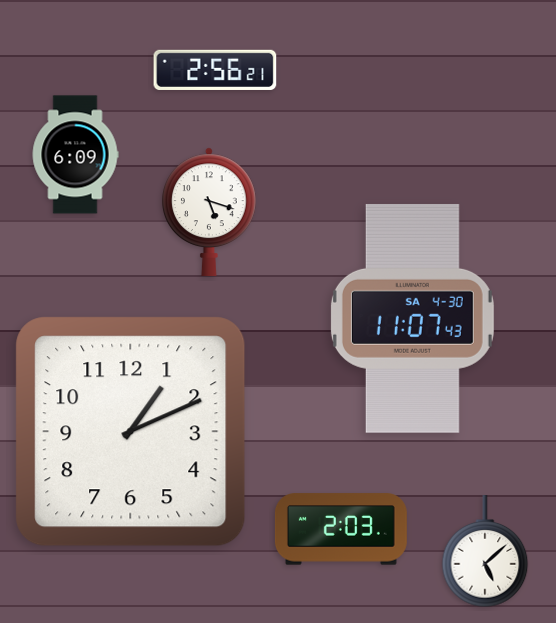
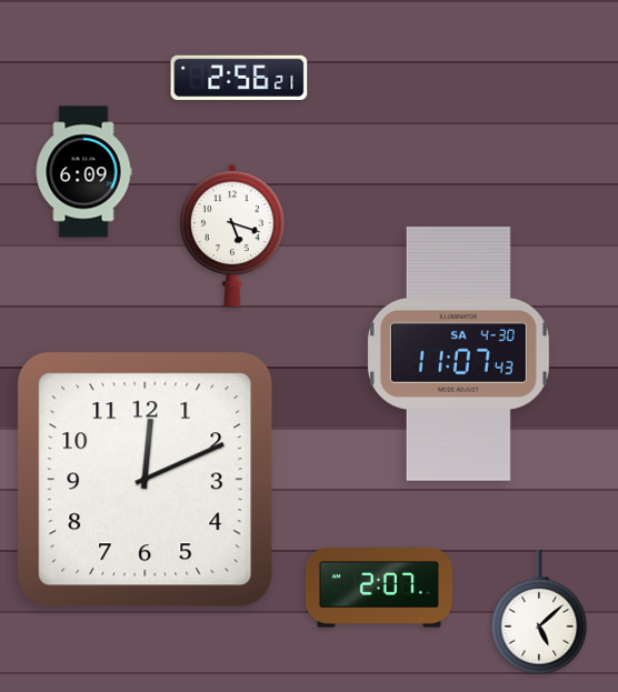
clock at (131, 432): 1:11 -> 12:11
clock at (341, 529): 2:03 -> 2:07
